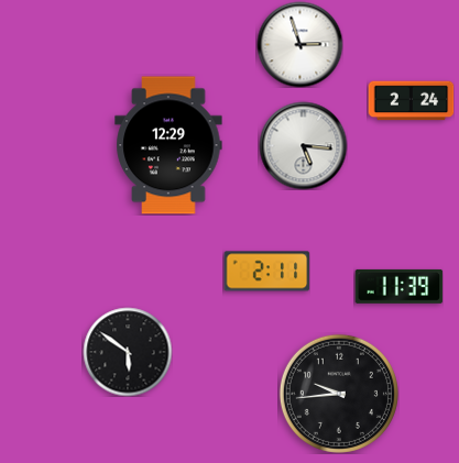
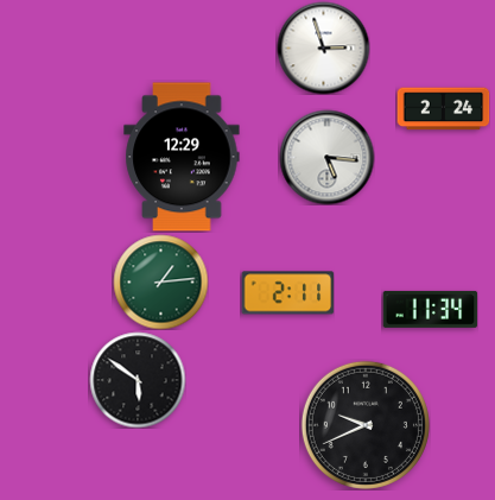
clock at (160, 281): none -> 1:14
clock at (398, 286): 11:39 -> 11:34
clock at (339, 394): 9:44 -> 9:41
